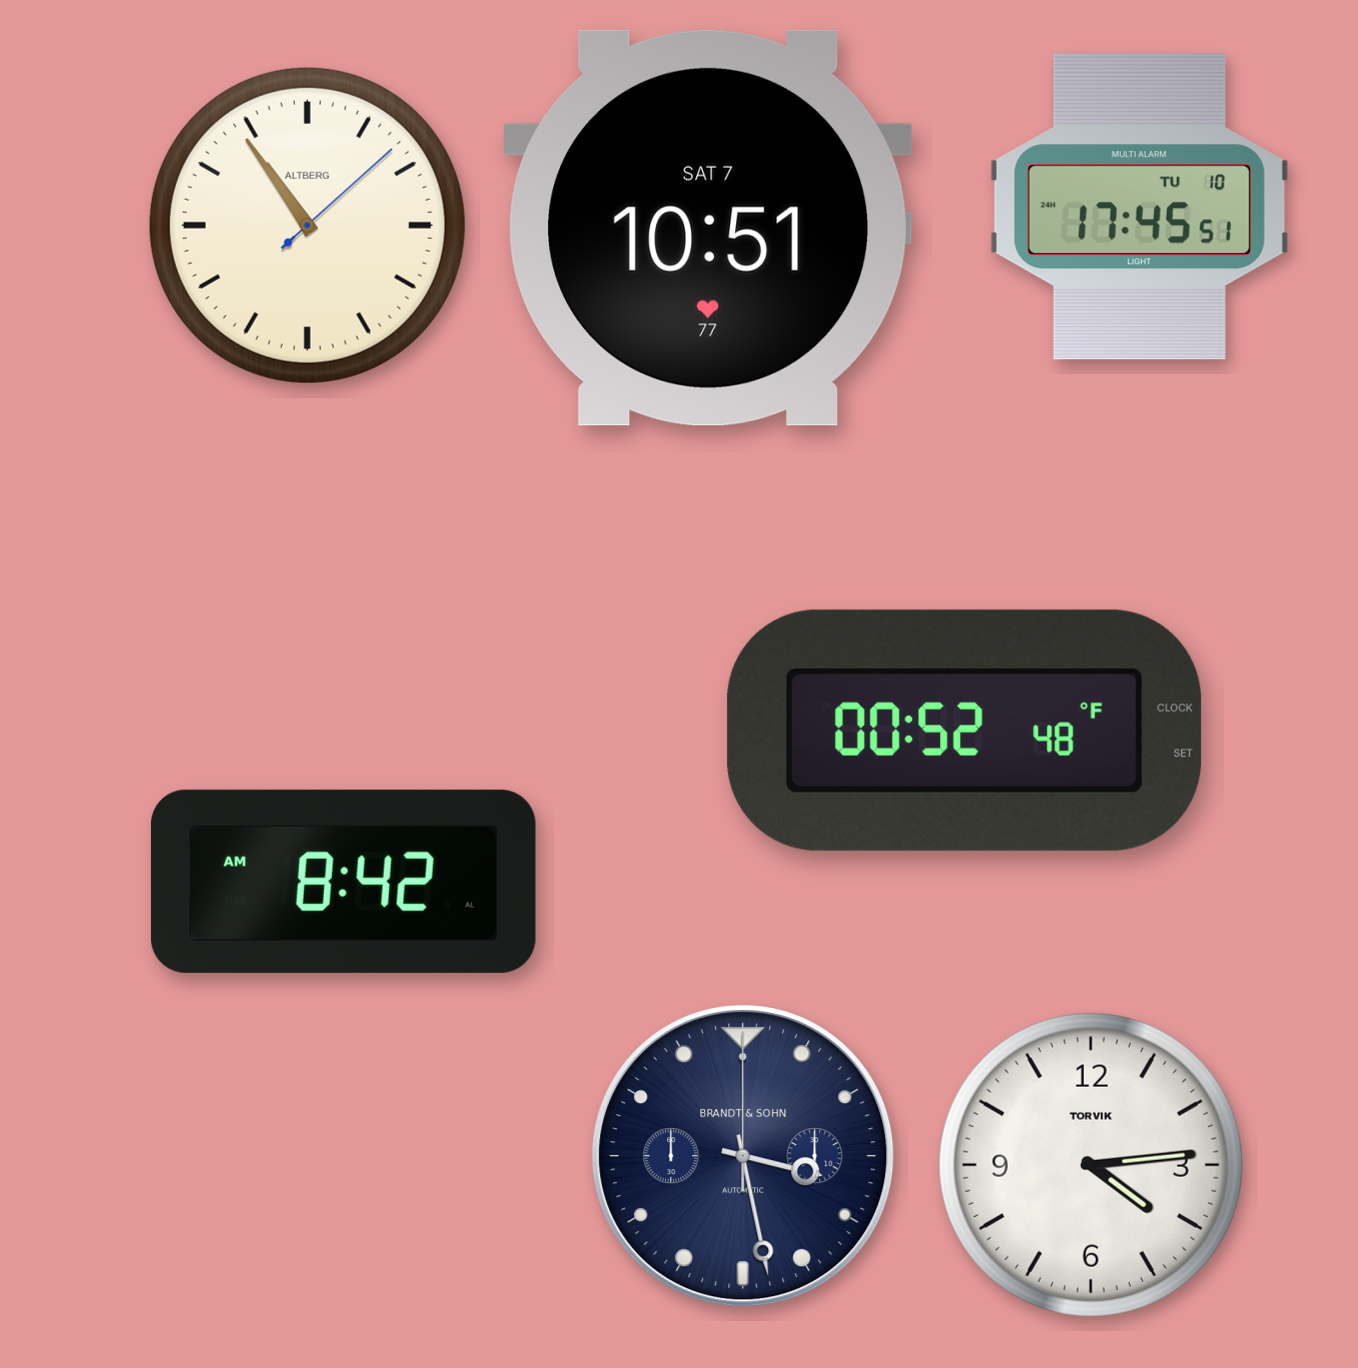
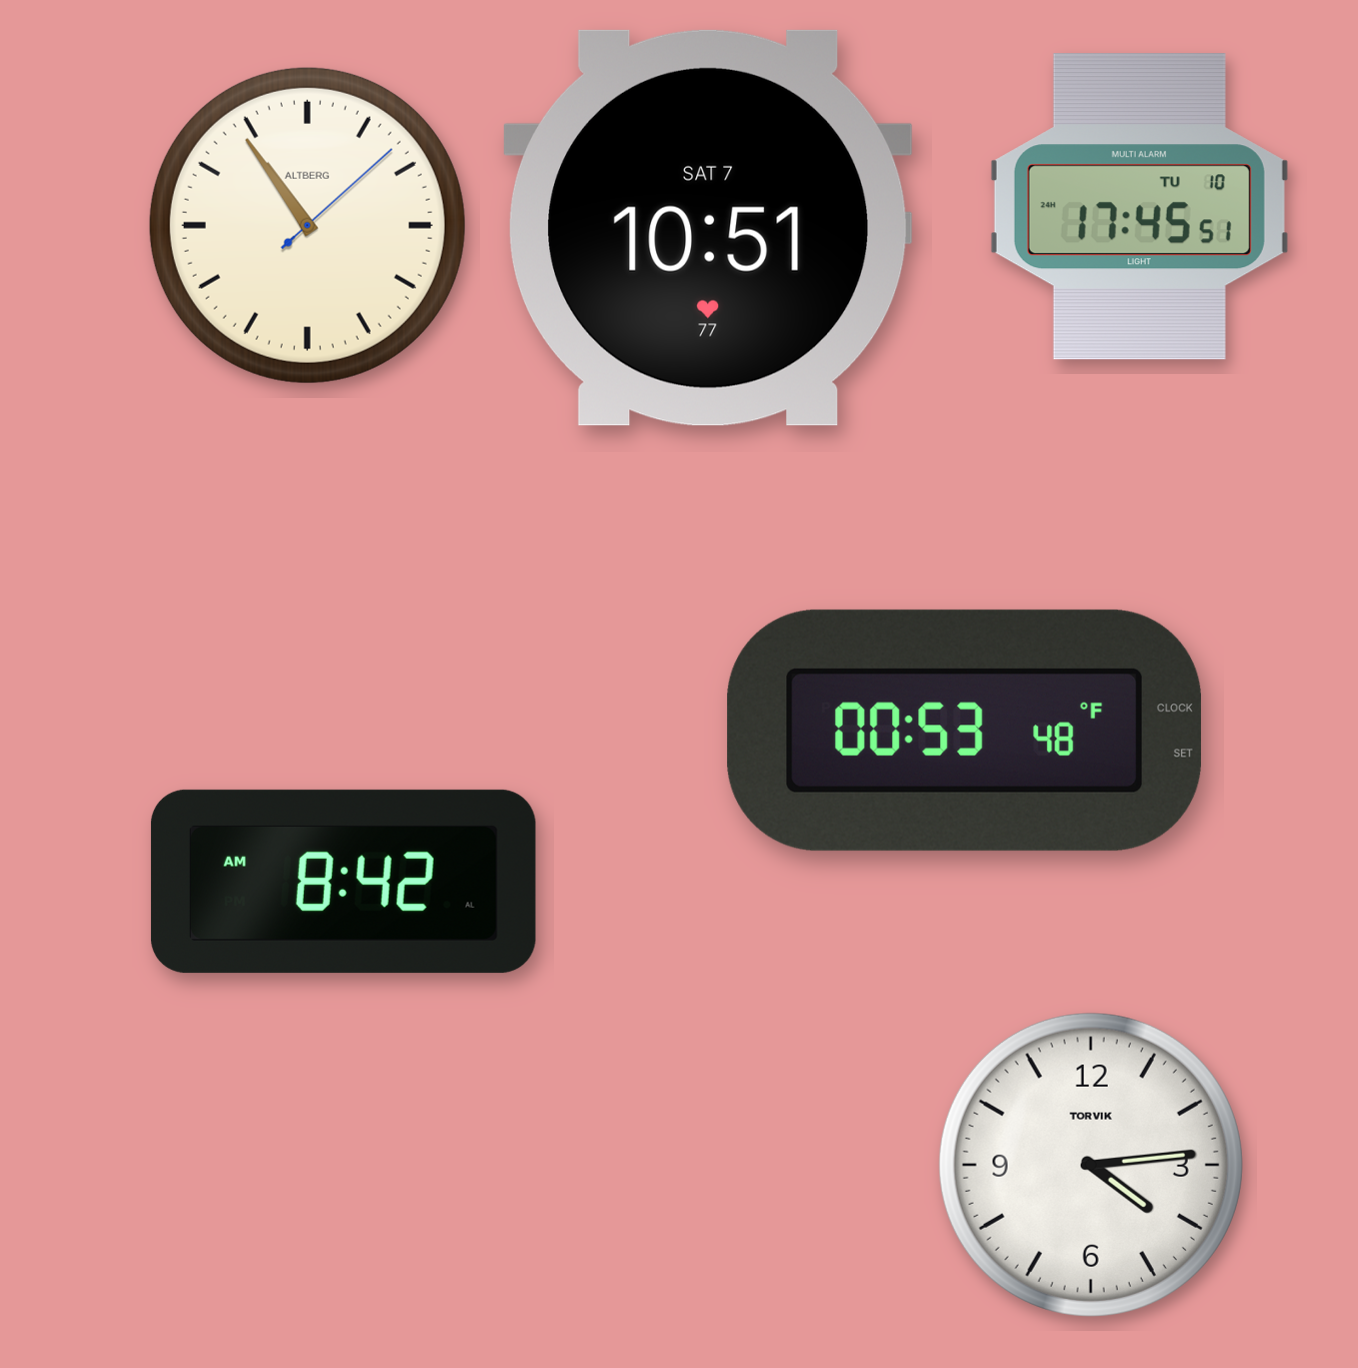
clock at (964, 730): 00:52 -> 00:53
clock at (743, 1156): 3:28 -> none
